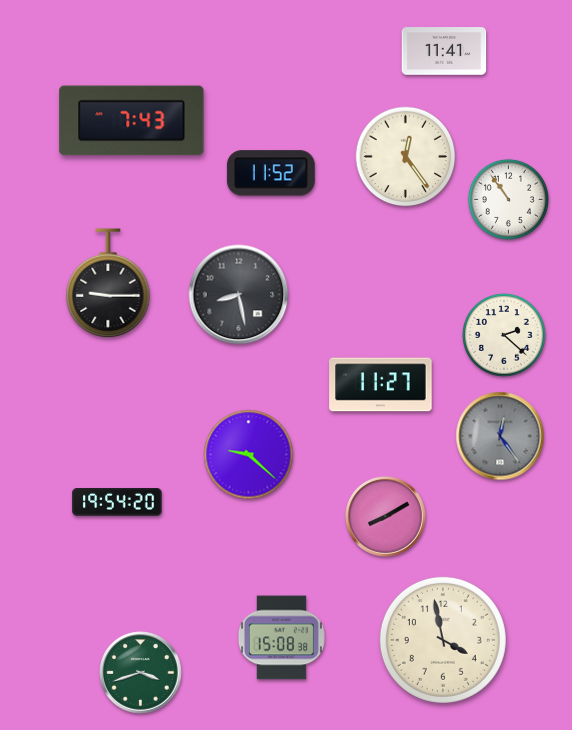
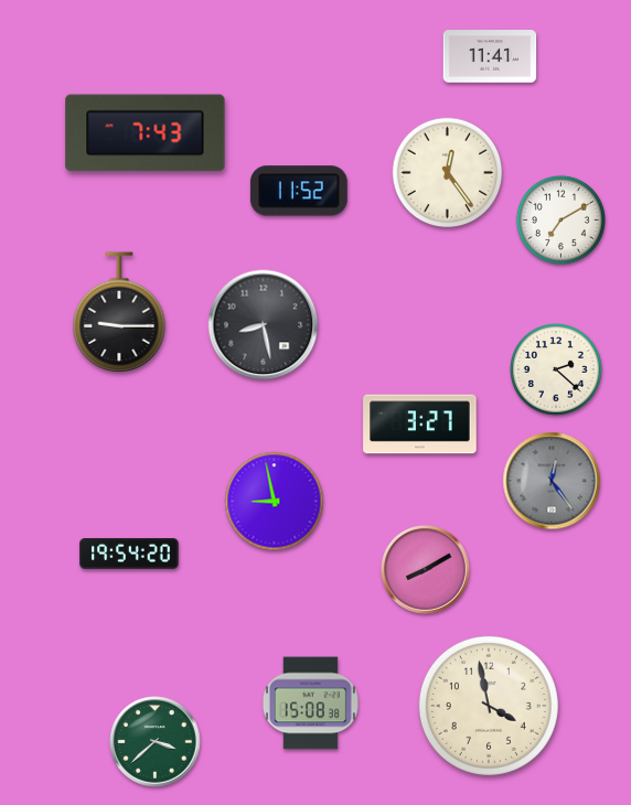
clock at (508, 199): 10:54 -> 7:10
clock at (381, 385): 11:27 -> 3:27
clock at (249, 455): 9:22 -> 8:58
clock at (141, 673): 3:42 -> 3:38
